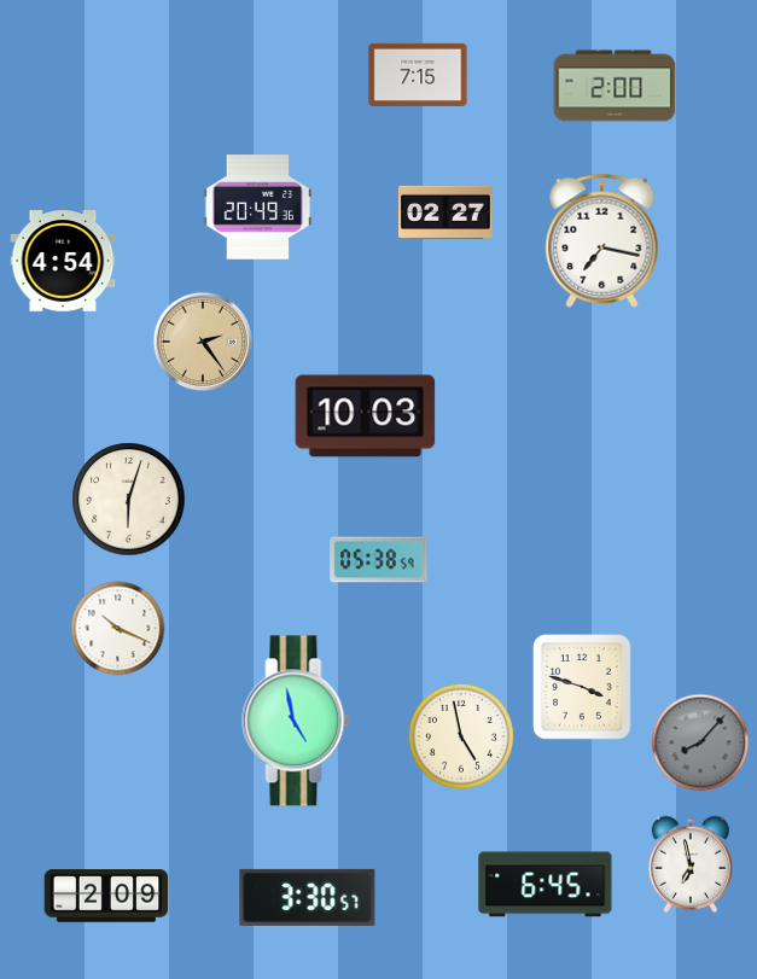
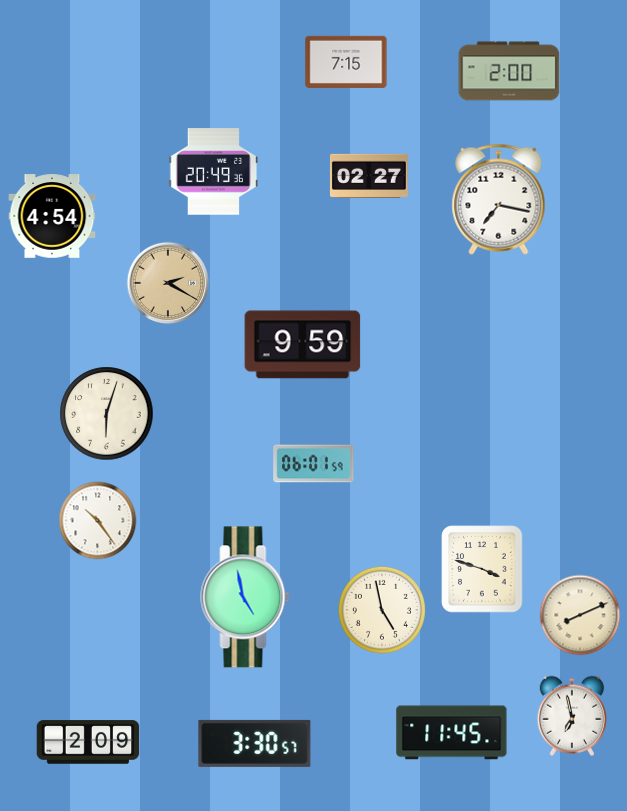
clock at (203, 342): 2:24 -> 2:20
clock at (366, 416): 10:03 -> 9:59
clock at (379, 560): 05:38 -> 06:01
clock at (118, 629): 10:19 -> 10:24
clock at (700, 742): 8:07 -> 8:11
clock at (700, 742) dial: grey -> cream
clock at (546, 885): 6:45 -> 11:45
